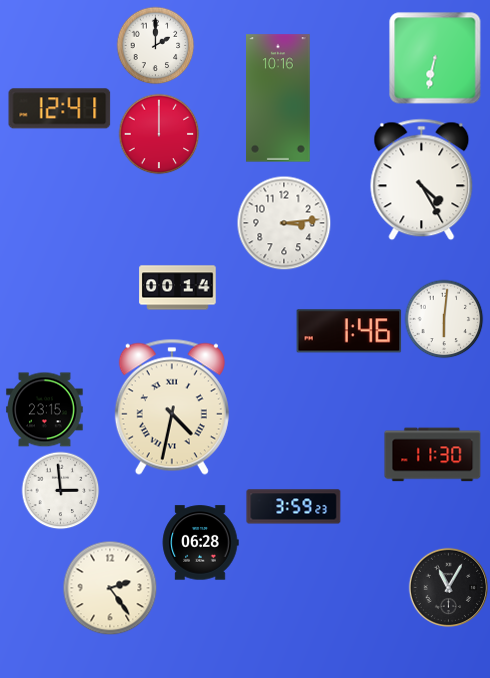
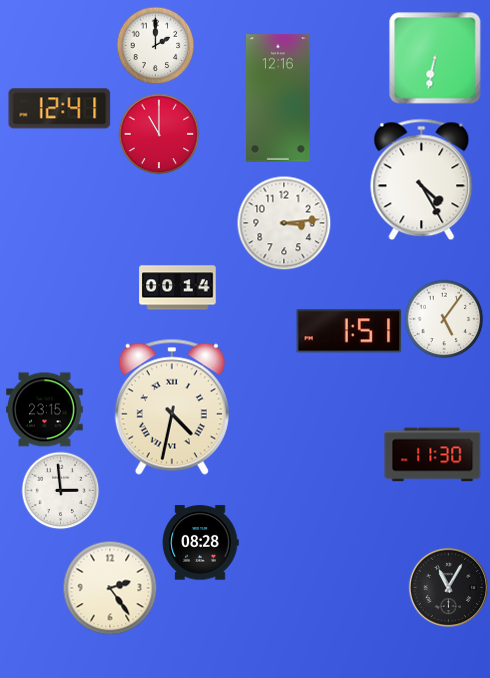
clock at (278, 98): 10:16 -> 12:16
clock at (159, 134): 12:00 -> 11:00
clock at (444, 319): 6:01 -> 5:06
clock at (349, 331): 1:46 -> 1:51
clock at (294, 507): 3:59 -> none
clock at (200, 543): 06:28 -> 08:28
